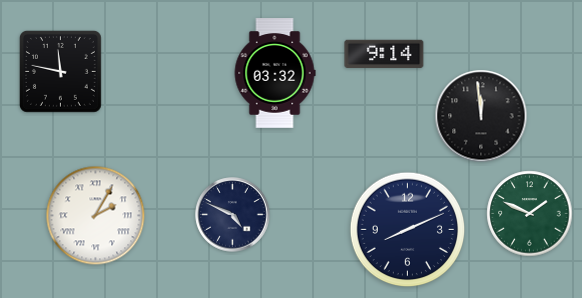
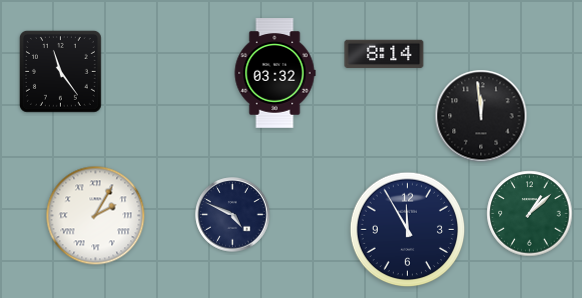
clock at (384, 54): 9:14 -> 8:14
clock at (60, 71): 11:47 -> 11:24
clock at (530, 214): 1:49 -> 1:08
clock at (408, 230): 8:11 -> 11:55
